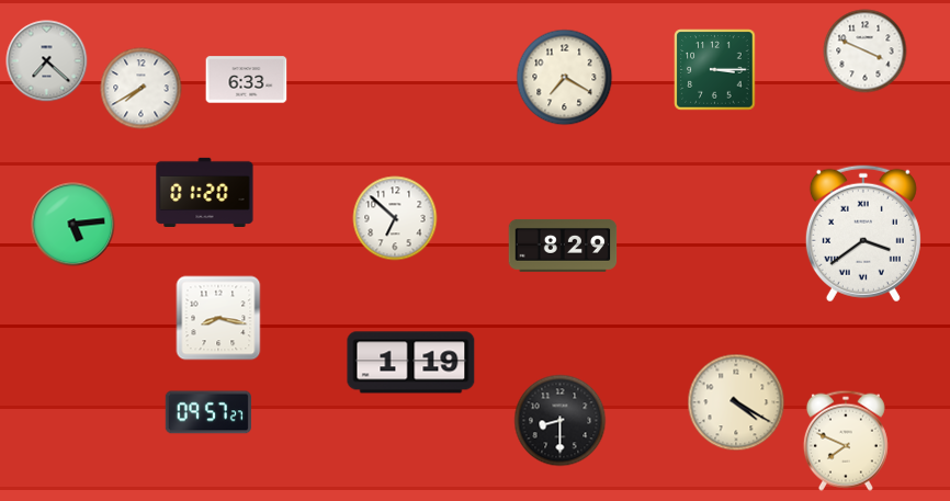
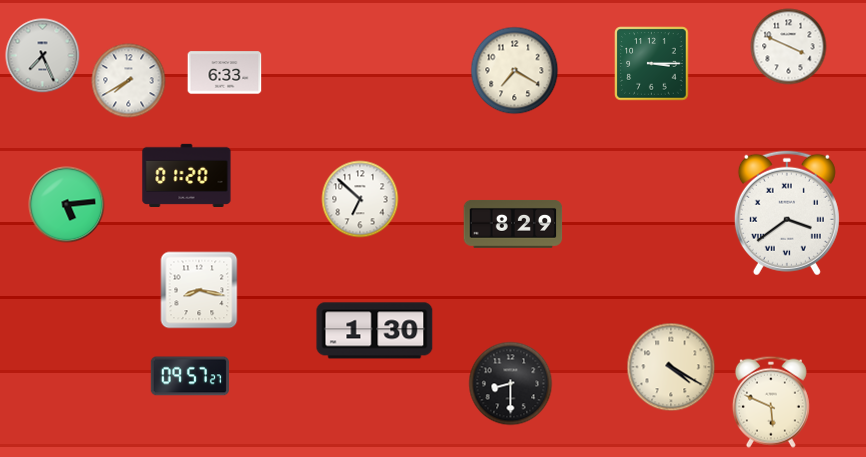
clock at (47, 61): 7:22 -> 7:26
clock at (411, 363): 1:19 -> 1:30
clock at (846, 441): 7:49 -> 5:49
